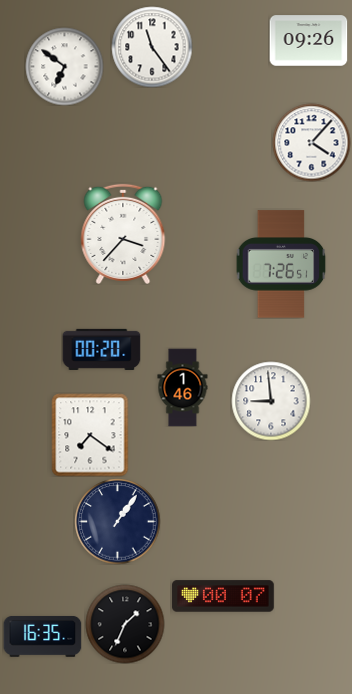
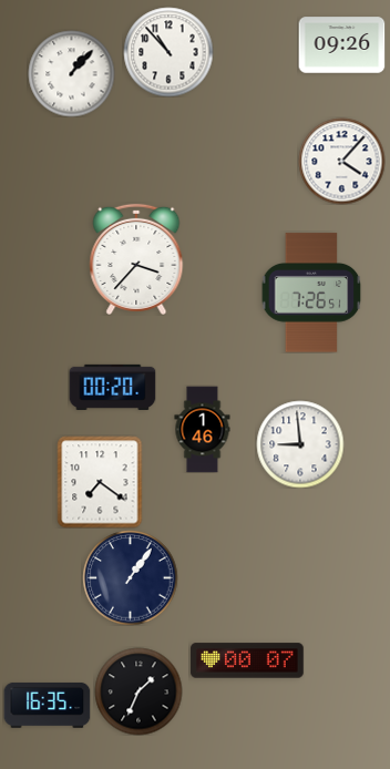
clock at (152, 47): 11:24 -> 10:53
clock at (64, 66): 6:51 -> 1:07
clock at (311, 142) position: (311, 142) -> (341, 161)
